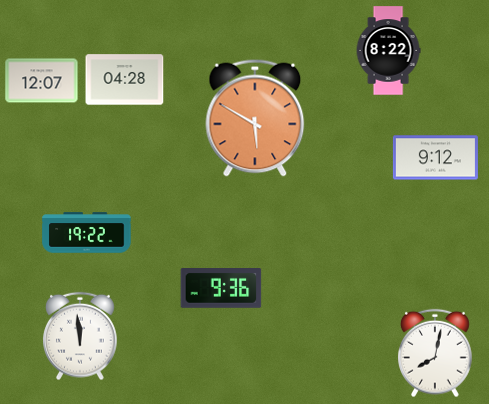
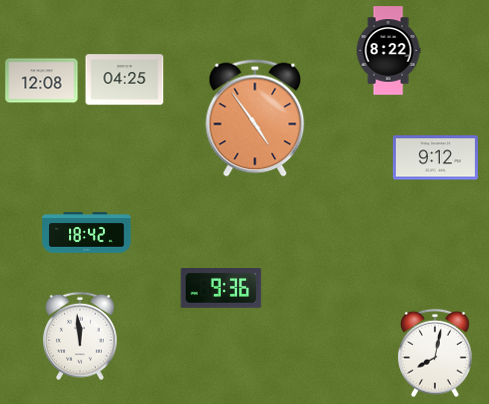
clock at (125, 80): 04:28 -> 04:25
clock at (42, 81): 12:07 -> 12:08
clock at (255, 118): 5:50 -> 4:54
clock at (87, 233): 19:22 -> 18:42
